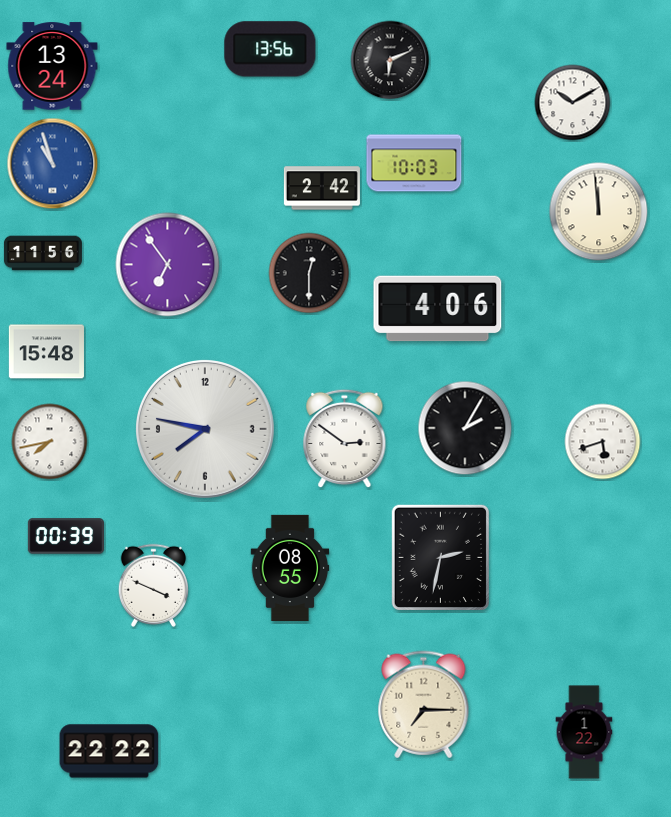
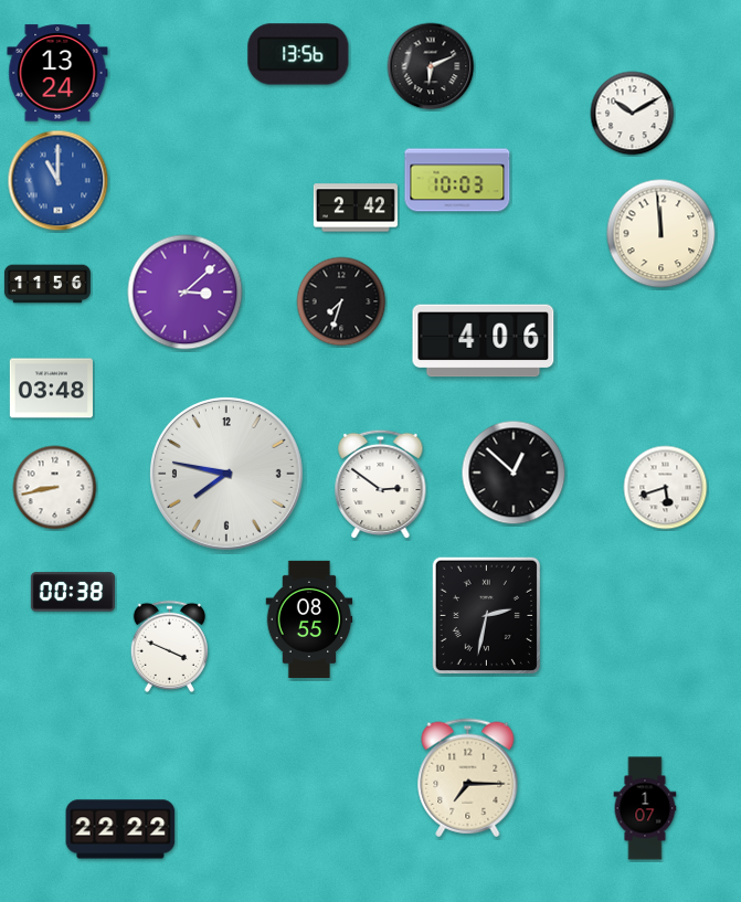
clock at (53, 164): 10:57 -> 11:00
clock at (43, 253) position: (43, 253) -> (47, 284)
clock at (168, 265): 6:54 -> 3:08
clock at (309, 273): 12:30 -> 7:33
clock at (46, 352): 15:48 -> 03:48
clock at (465, 428): 2:05 -> 12:52
clock at (50, 442): 7:43 -> 8:43
clock at (66, 536): 00:39 -> 00:38
clock at (290, 567) position: (290, 567) -> (309, 618)
clock at (584, 732): 1:22 -> 1:07
